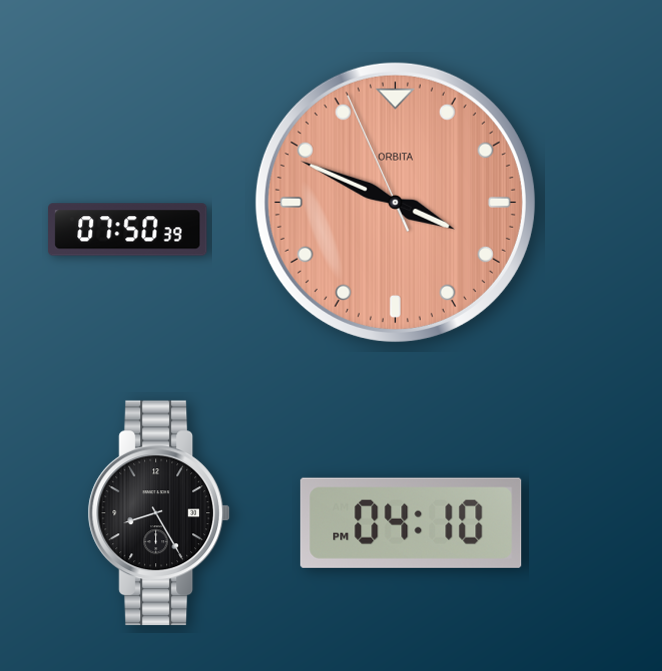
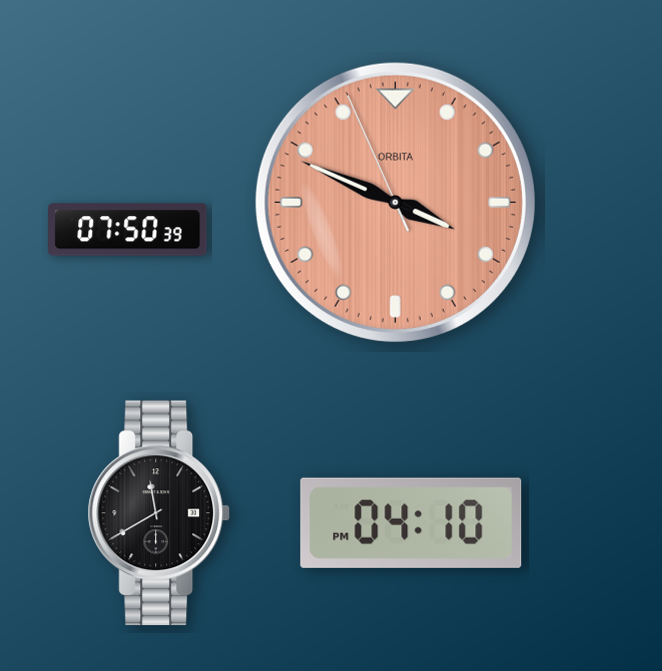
clock at (159, 513): 8:25 -> 11:40
